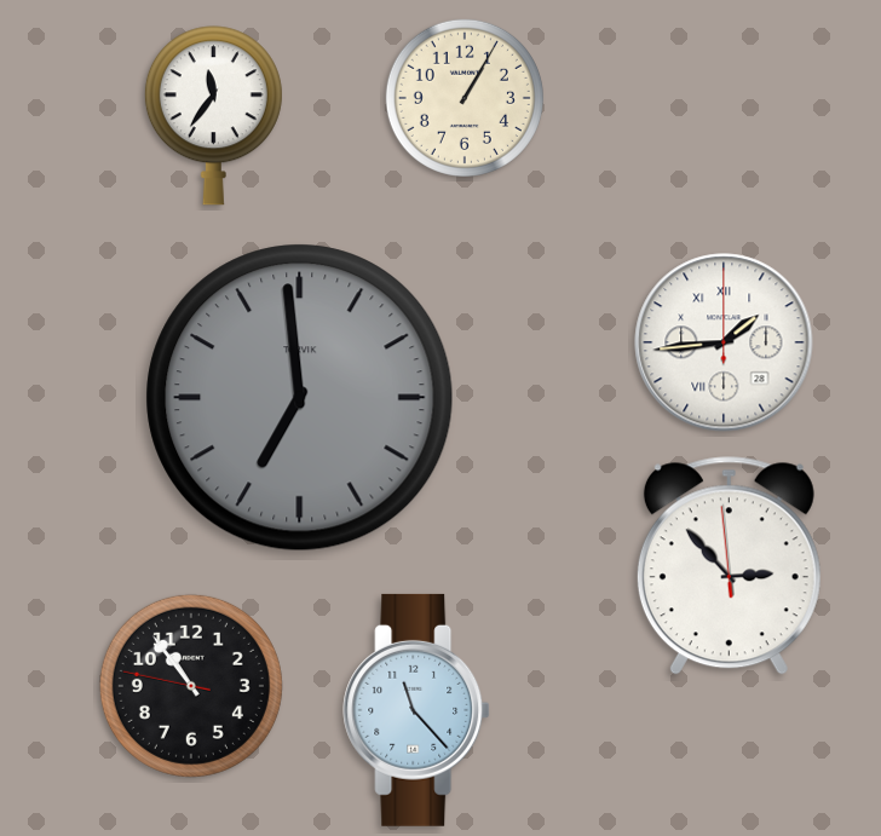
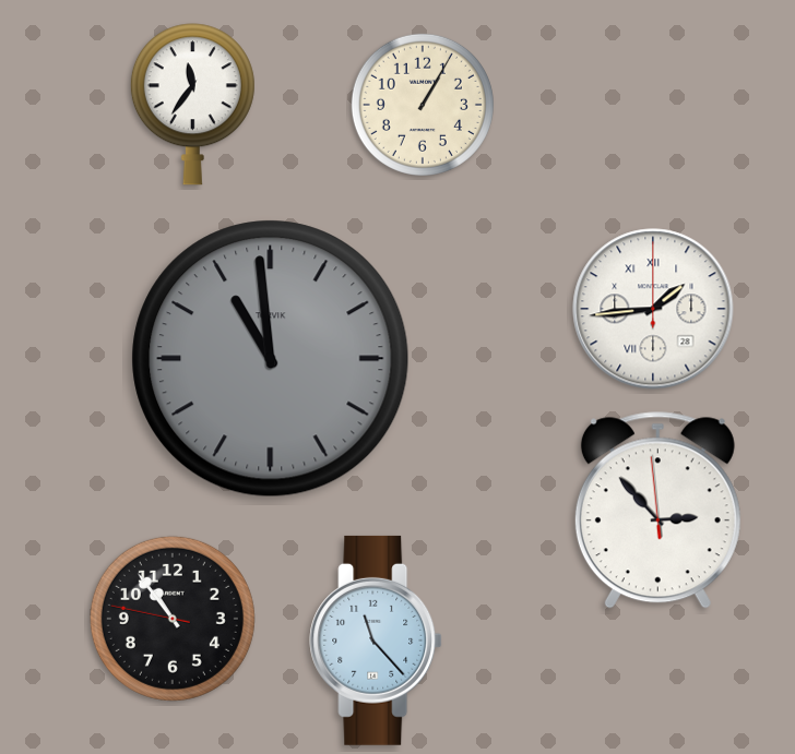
clock at (465, 98) position: (465, 98) -> (423, 105)
clock at (300, 398): 6:59 -> 10:59
